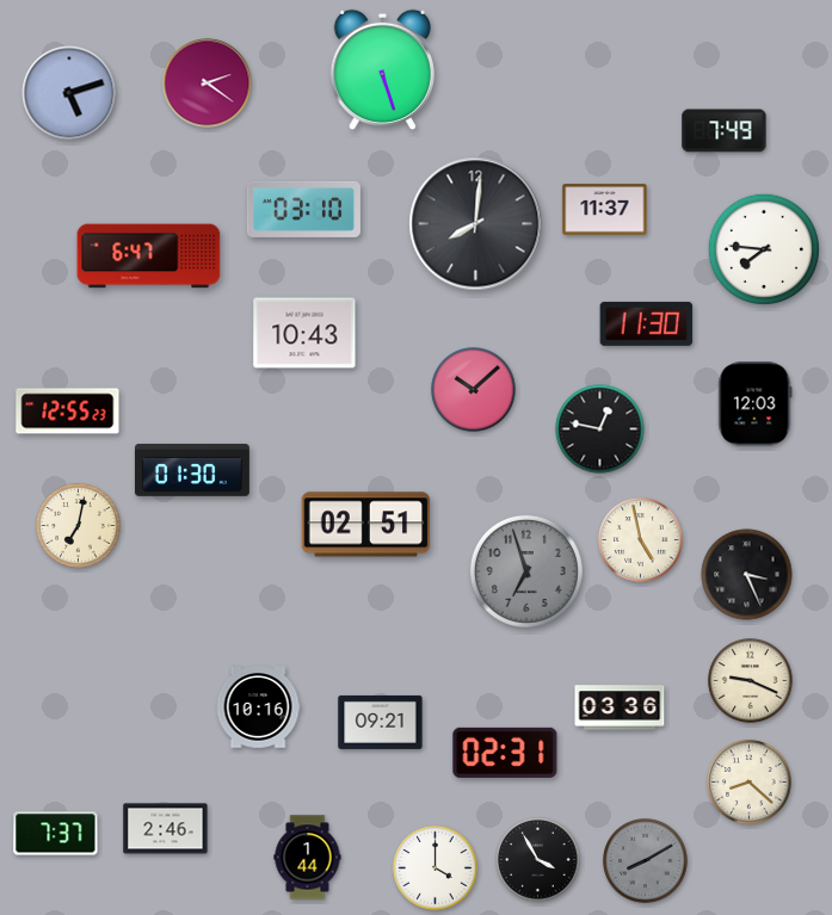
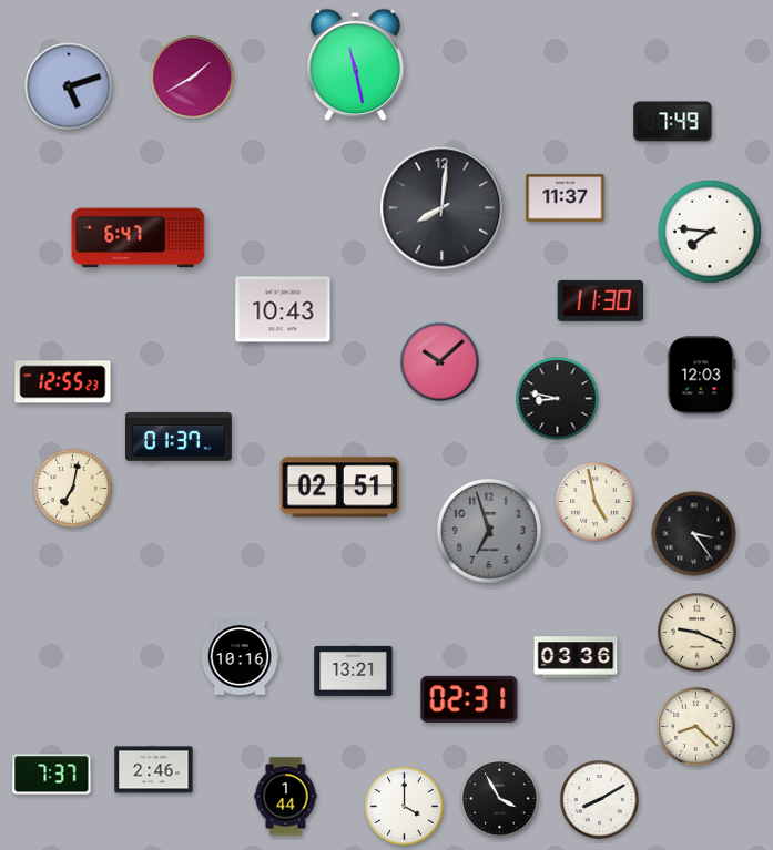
clock at (382, 70): 5:27 -> 11:28
clock at (208, 84): 2:21 -> 1:40
clock at (69, 93) position: (69, 93) -> (69, 86)
clock at (303, 209): 03:10 -> none
clock at (605, 210) position: (605, 210) -> (566, 198)
clock at (600, 429): 12:47 -> 8:47
clock at (192, 470): 01:30 -> 01:37
clock at (747, 575): 3:26 -> 3:24
clock at (381, 722): 09:21 -> 13:21
clock at (646, 861) dial: grey -> white
